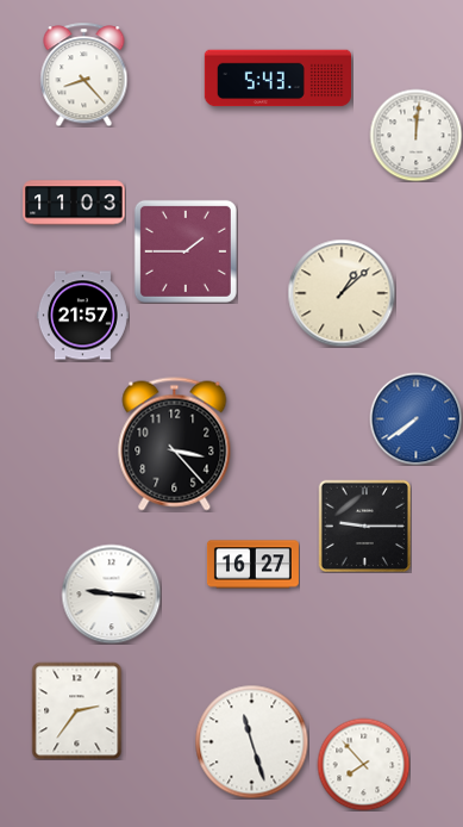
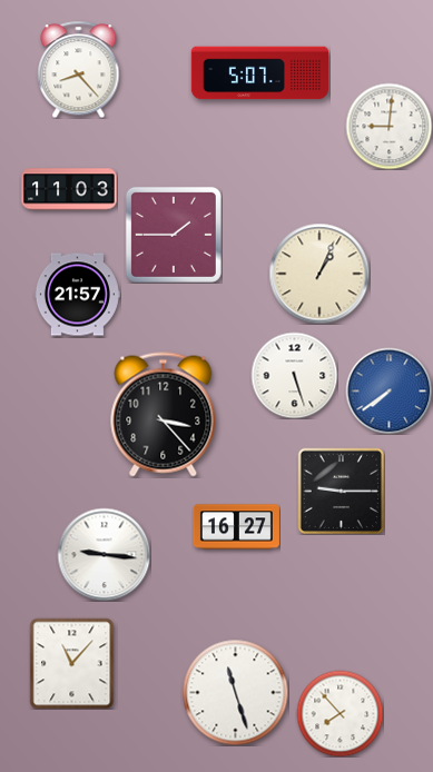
clock at (277, 79): 5:43 -> 5:07
clock at (415, 135): 12:01 -> 9:01
clock at (342, 293): 1:08 -> 1:04
clock at (294, 375): none -> 5:27
clock at (77, 710): 2:36 -> 11:07
